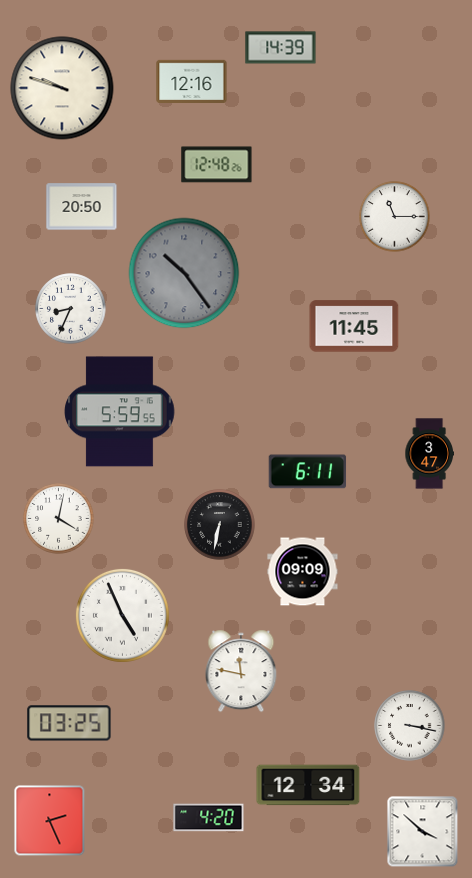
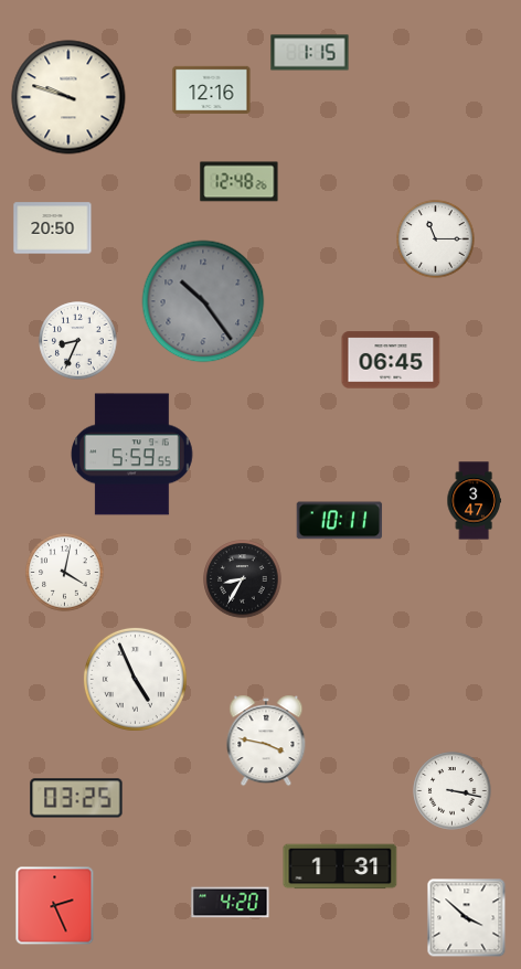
clock at (281, 48): 14:39 -> 1:15
clock at (82, 207) position: (82, 207) -> (53, 228)
clock at (354, 326): 11:45 -> 06:45
clock at (308, 472): 6:11 -> 10:11
clock at (220, 525): 6:32 -> 8:35
clock at (303, 572): 09:09 -> none
clock at (241, 671): 11:47 -> 3:47
clock at (410, 726) position: (410, 726) -> (453, 791)
clock at (308, 785): 12:34 -> 1:31
